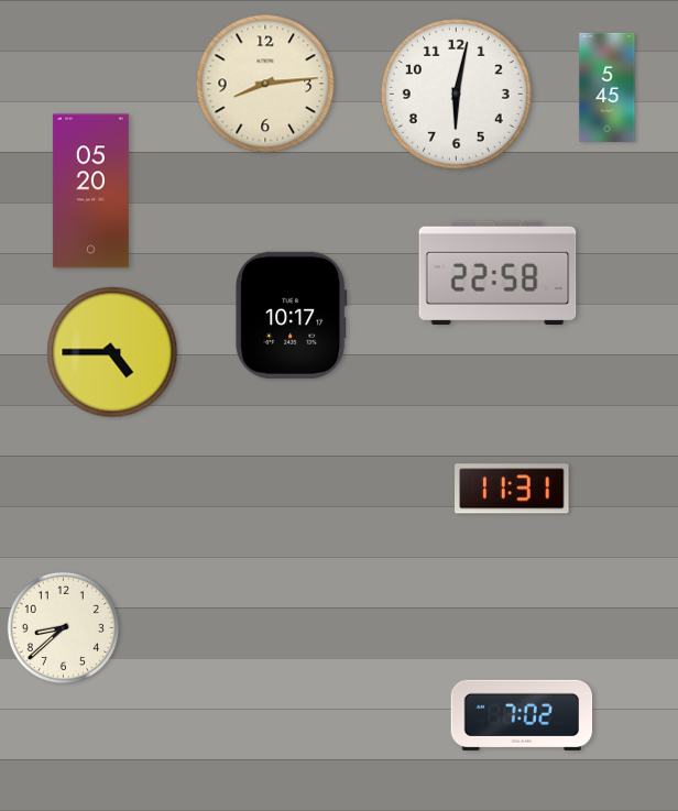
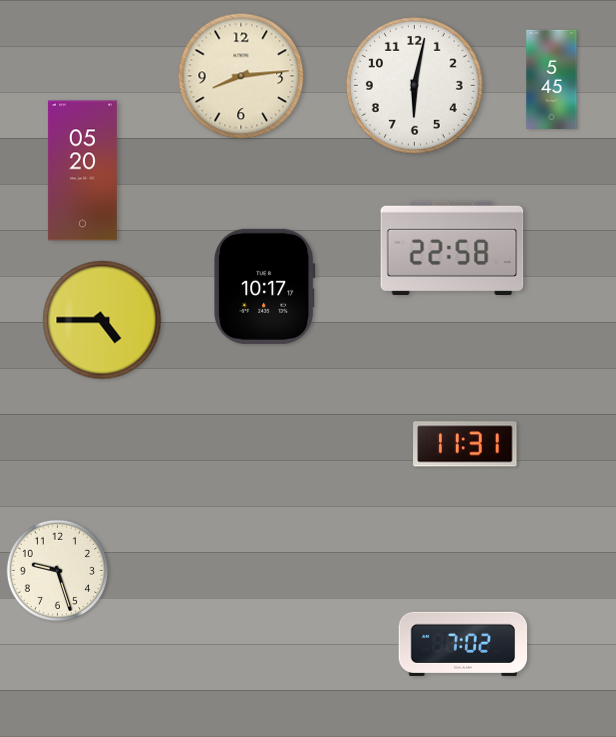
clock at (90, 191) position: (90, 191) -> (82, 171)
clock at (63, 627): 8:38 -> 9:27
clock at (522, 715) position: (522, 715) -> (463, 644)
